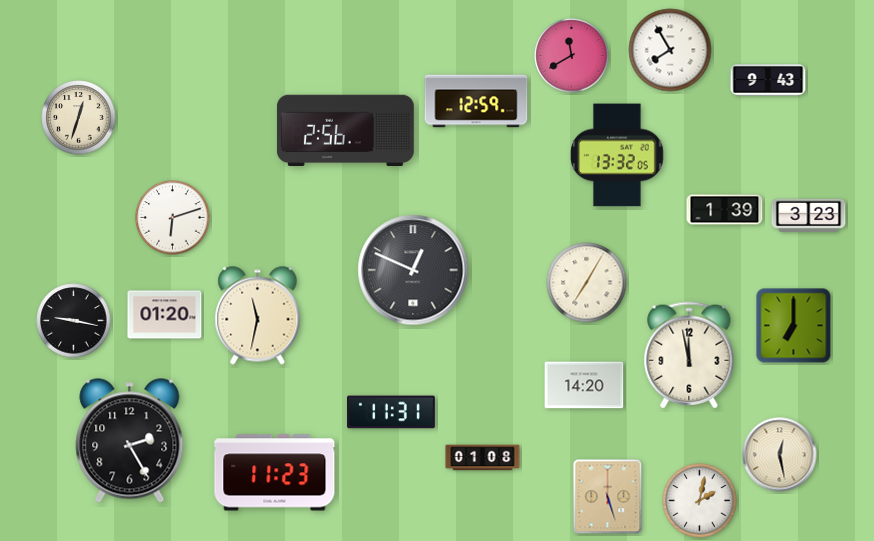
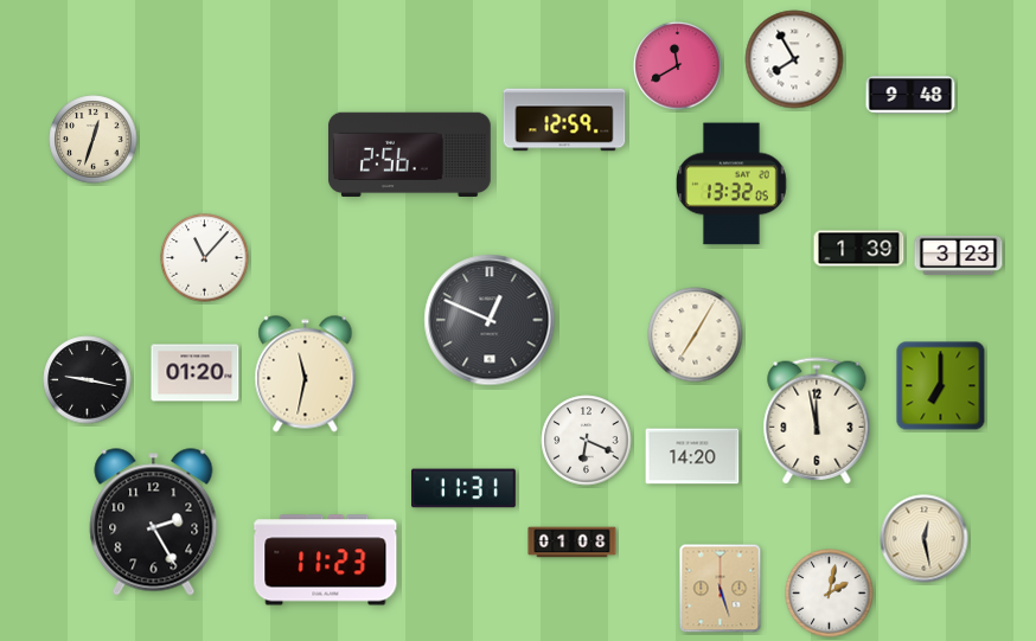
clock at (768, 80): 9:43 -> 9:48
clock at (173, 218): 6:12 -> 11:07
clock at (587, 441): none -> 6:19
